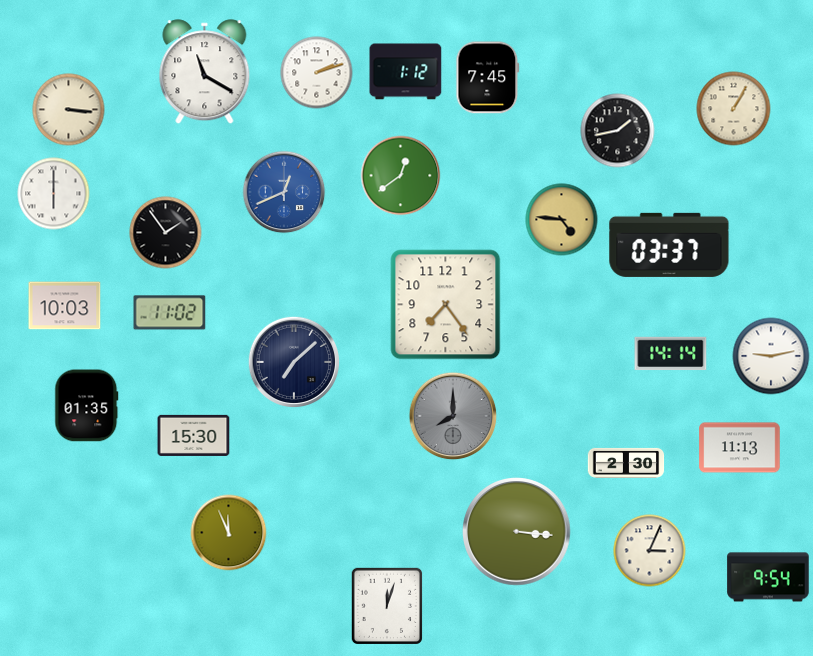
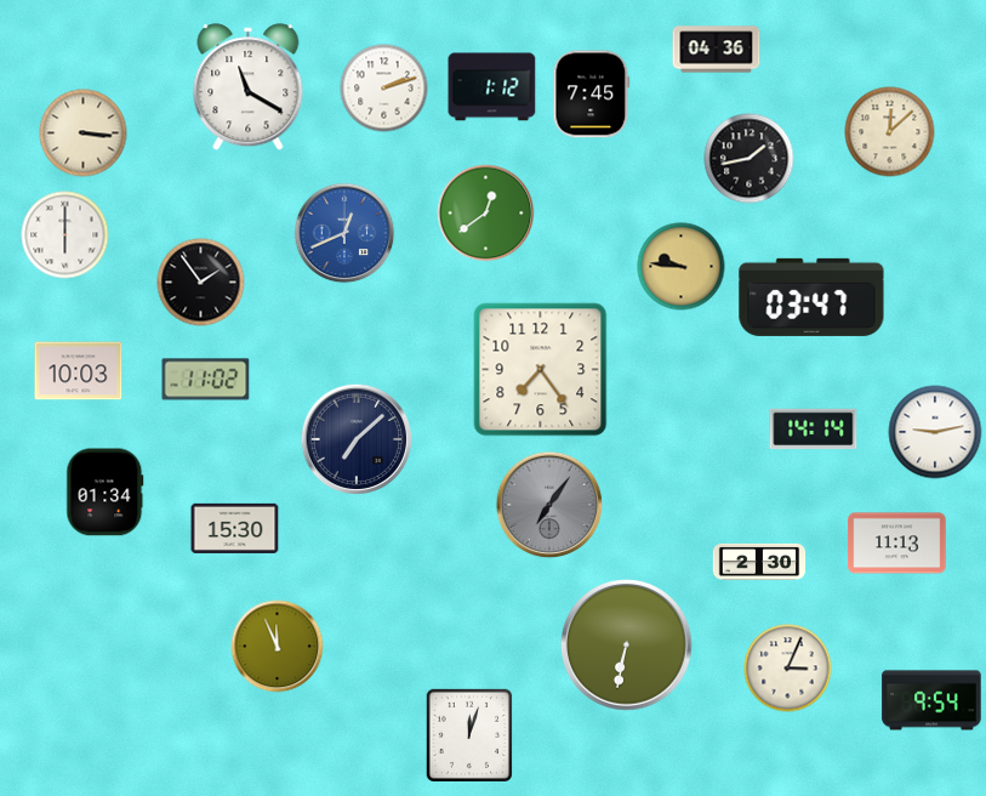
clock at (717, 50): none -> 04:36
clock at (734, 109): 1:05 -> 12:08
clock at (562, 220): 4:46 -> 9:46
clock at (669, 245): 03:37 -> 03:47
clock at (87, 406): 01:35 -> 01:34
clock at (453, 416): 8:00 -> 7:06
clock at (517, 532): 3:16 -> 6:32
